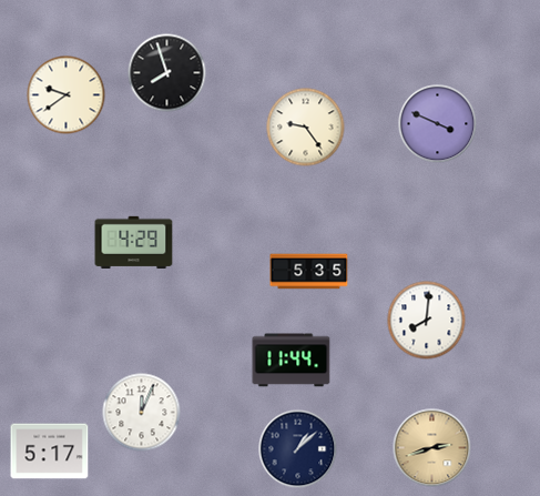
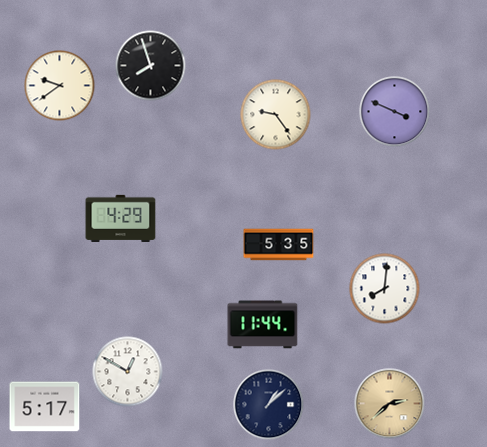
clock at (142, 413): 12:04 -> 12:50
clock at (432, 448): 2:42 -> 2:38
